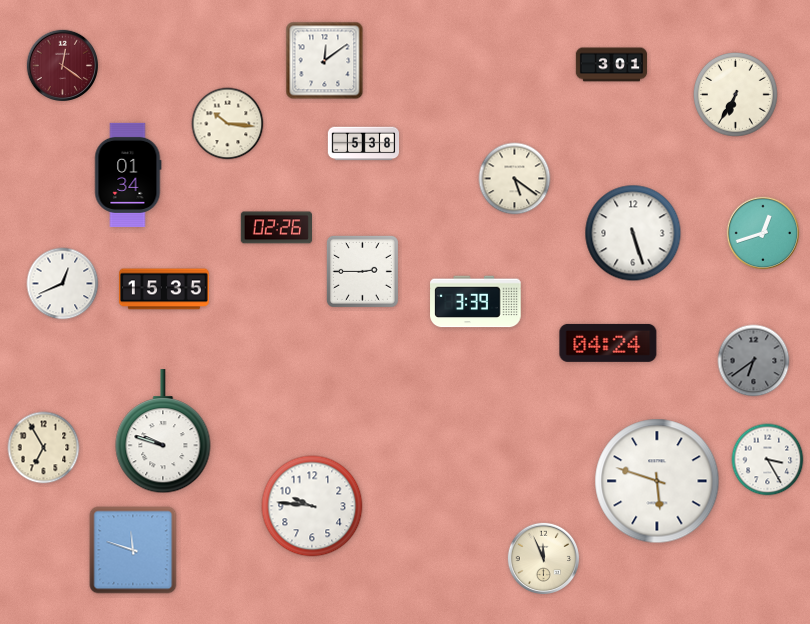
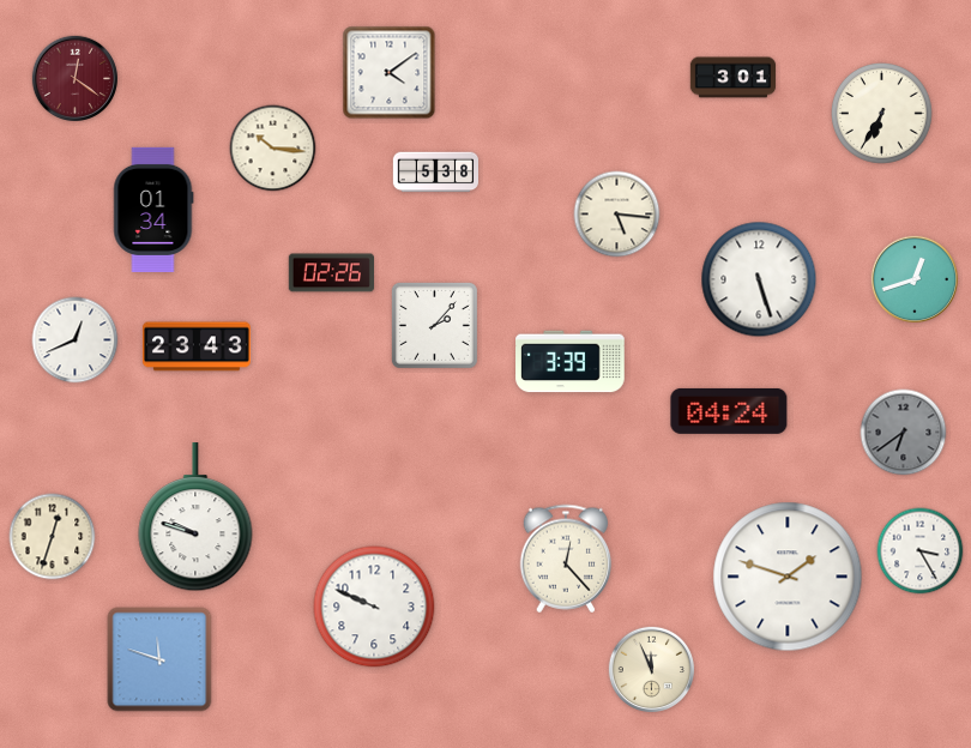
clock at (325, 61): 12:09 -> 4:09
clock at (515, 179): 5:21 -> 5:16
clock at (362, 271): 2:45 -> 2:07
clock at (164, 289): 15:35 -> 23:43
clock at (44, 448): 6:55 -> 12:33
clock at (566, 559): none -> 12:23
clock at (657, 481): 5:48 -> 1:48
clock at (312, 506): 9:46 -> 9:49
